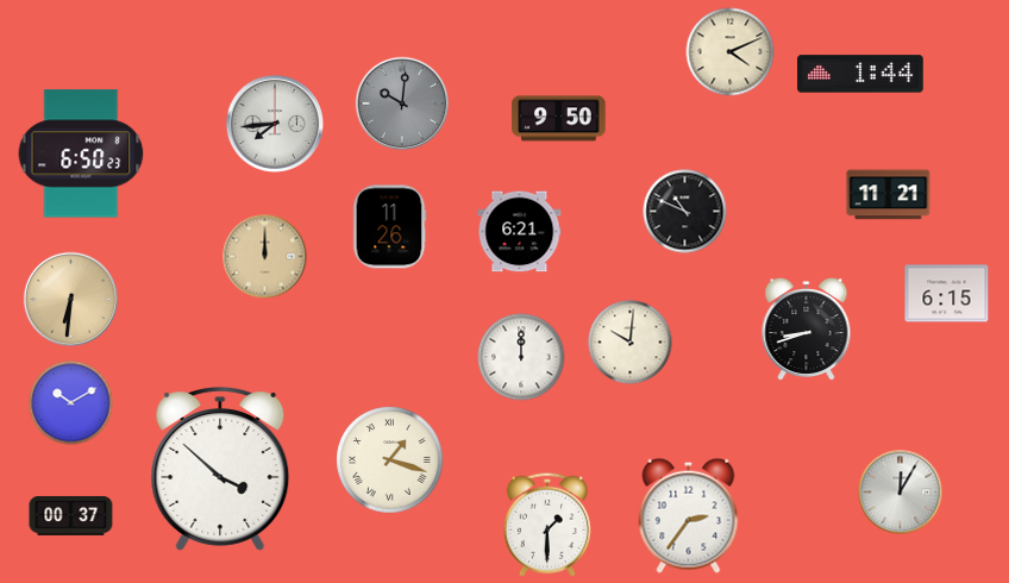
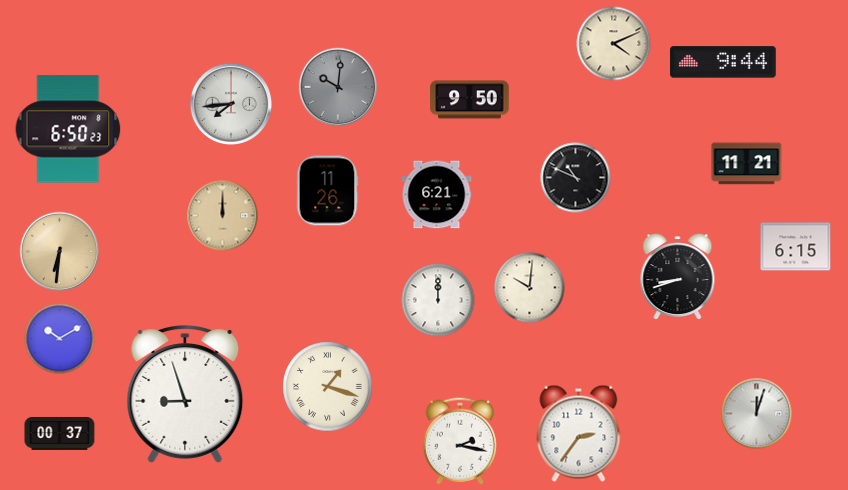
clock at (860, 74): 1:44 -> 9:44
clock at (220, 469): 3:52 -> 8:57
clock at (901, 493): 12:05 -> 12:03
clock at (547, 525): 1:30 -> 2:17
